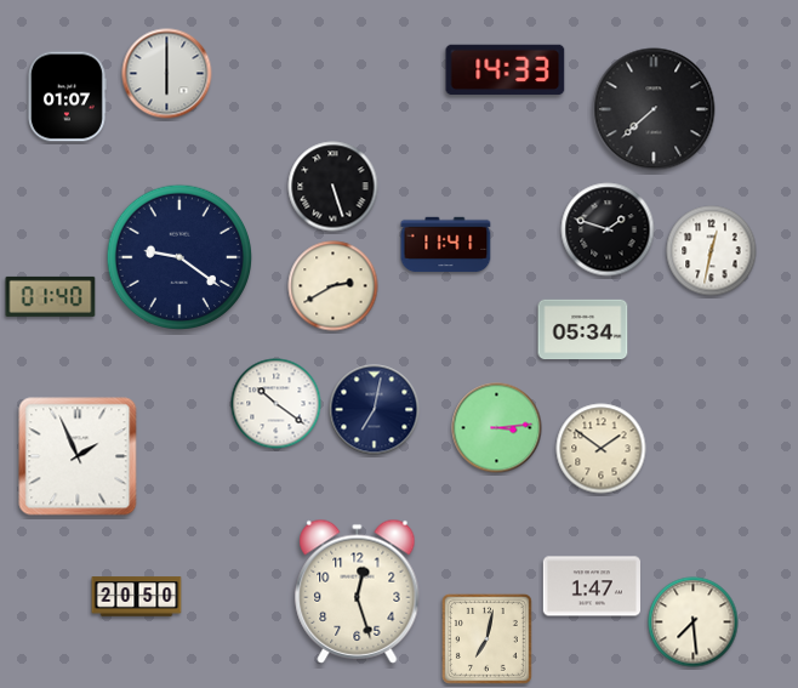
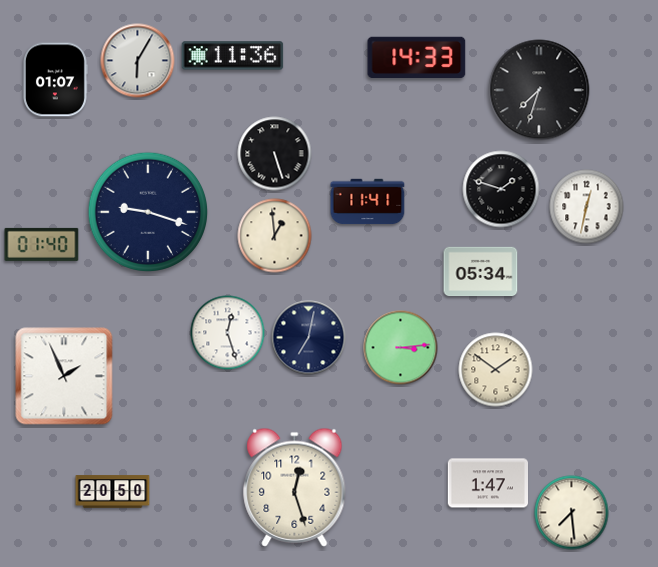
clock at (233, 56): none -> 11:36
clock at (167, 74): 6:00 -> 6:05
clock at (654, 109): 7:38 -> 7:33
clock at (179, 257): 9:21 -> 9:18
clock at (334, 286): 2:40 -> 12:59
clock at (277, 404): 10:21 -> 12:27
clock at (497, 428) position: (497, 428) -> (401, 348)
clock at (486, 638): 7:02 -> none
